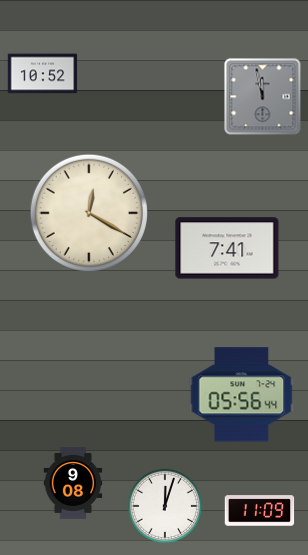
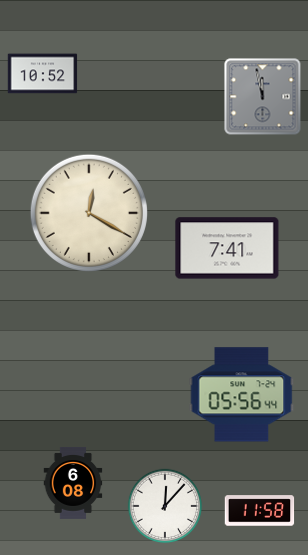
clock at (73, 484): 9:08 -> 6:08
clock at (165, 506): 12:03 -> 12:07
clock at (260, 511): 11:09 -> 11:58
